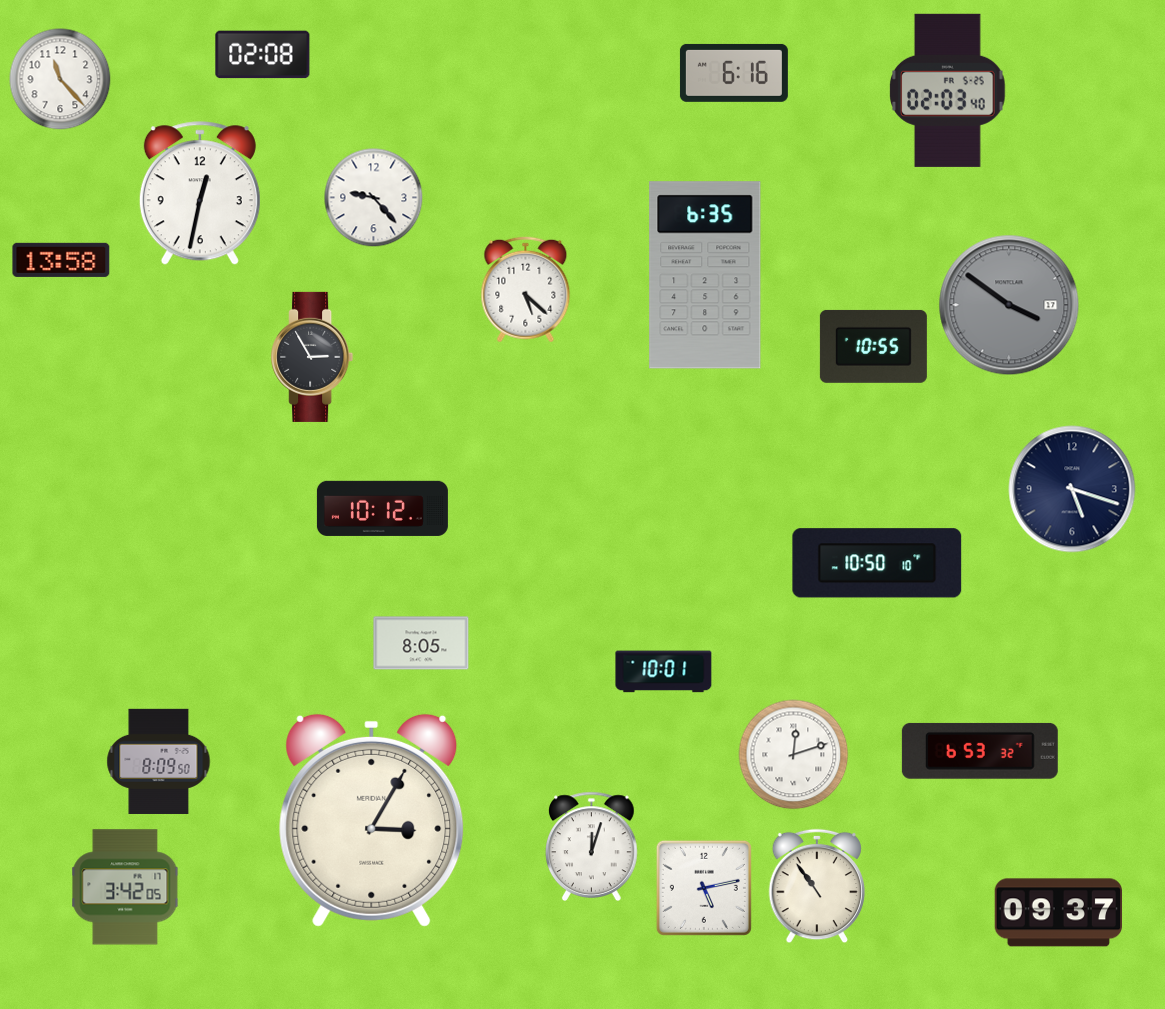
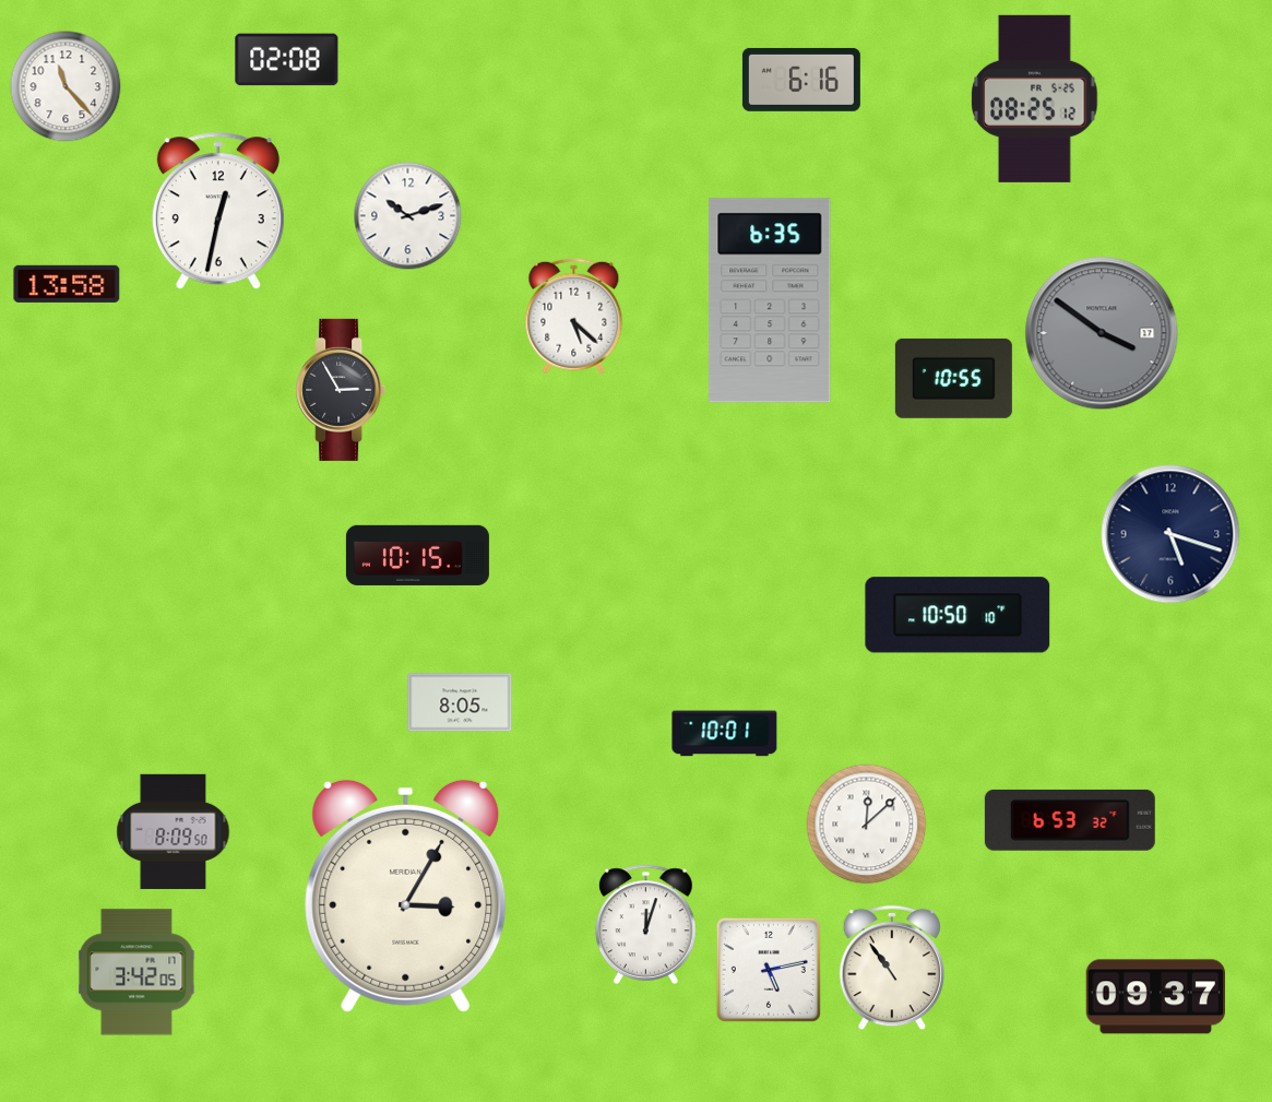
clock at (948, 90): 02:03 -> 08:25
clock at (374, 198): 9:23 -> 10:12
clock at (382, 508): 10:12 -> 10:15
clock at (794, 755): 12:12 -> 12:08
clock at (125, 887) position: (125, 887) -> (136, 972)
